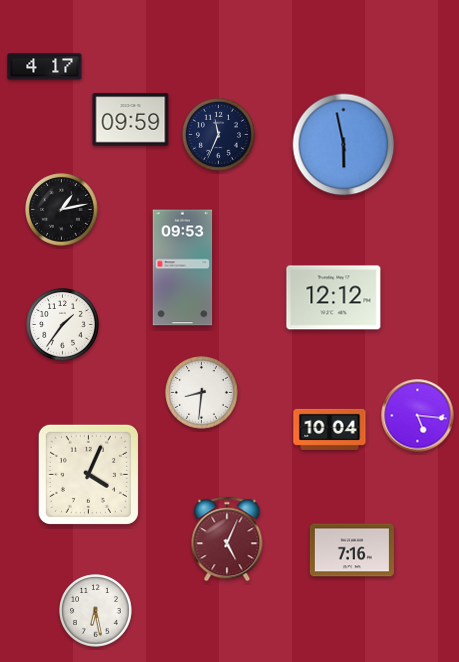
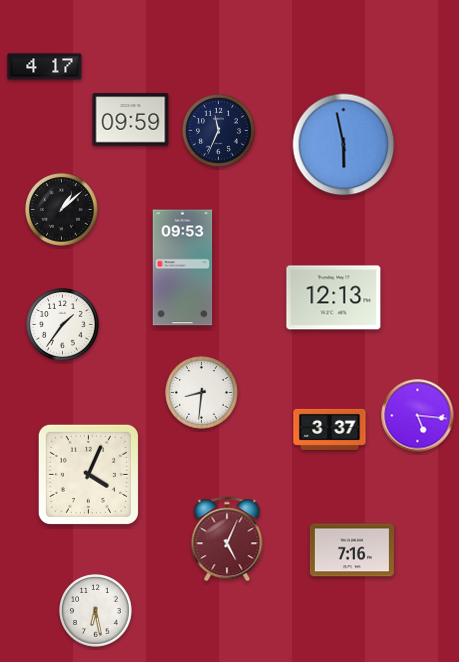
clock at (219, 135) position: (219, 135) -> (219, 131)
clock at (62, 210): 1:13 -> 1:08
clock at (334, 298): 12:12 -> 12:13
clock at (330, 429): 10:04 -> 3:37
